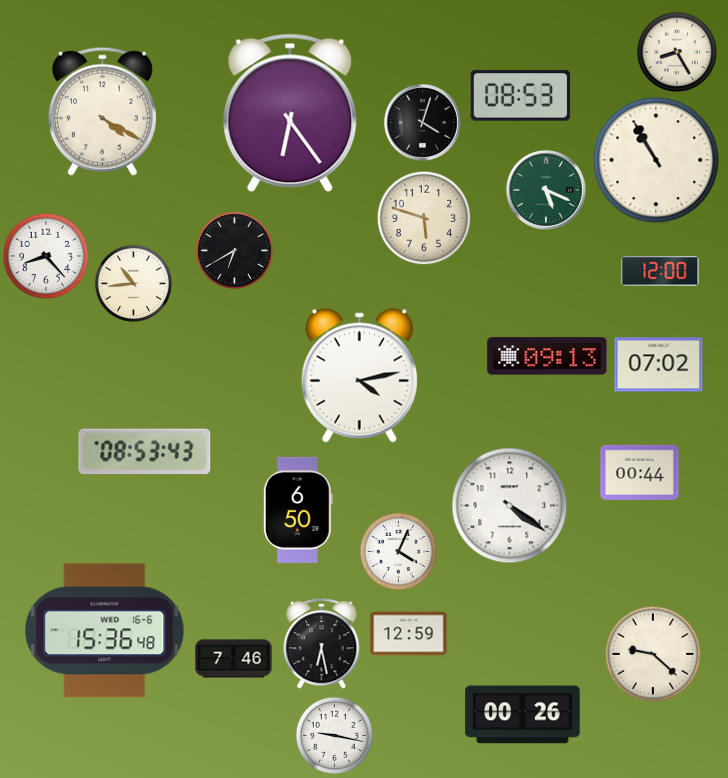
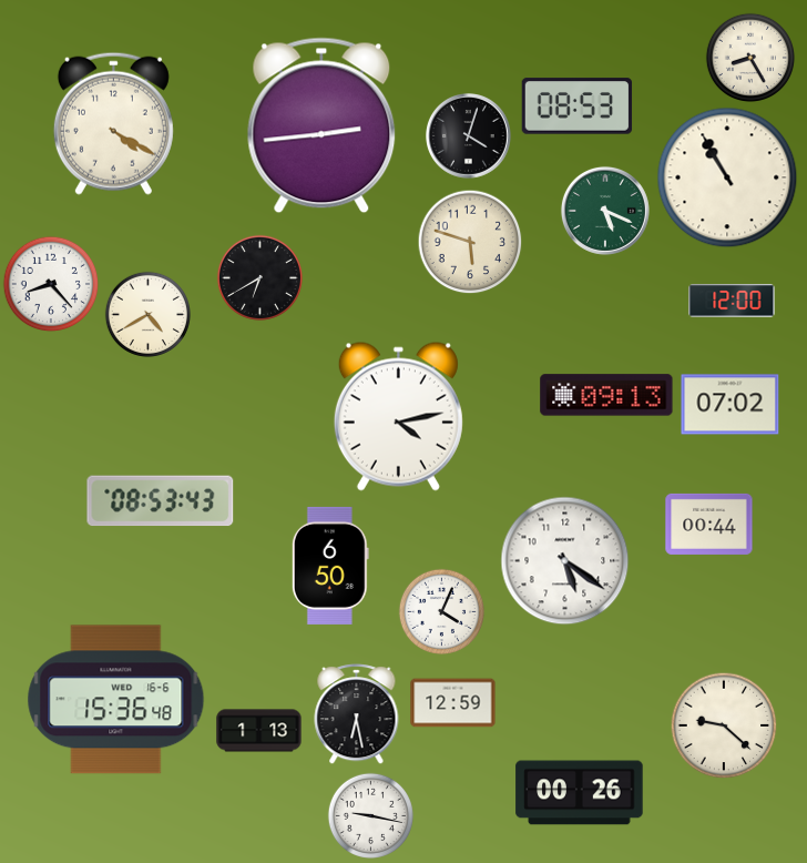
clock at (290, 113): 6:24 -> 2:44
clock at (133, 283): 10:44 -> 4:40
clock at (510, 506): 4:21 -> 5:21
clock at (234, 659): 7:46 -> 1:13
